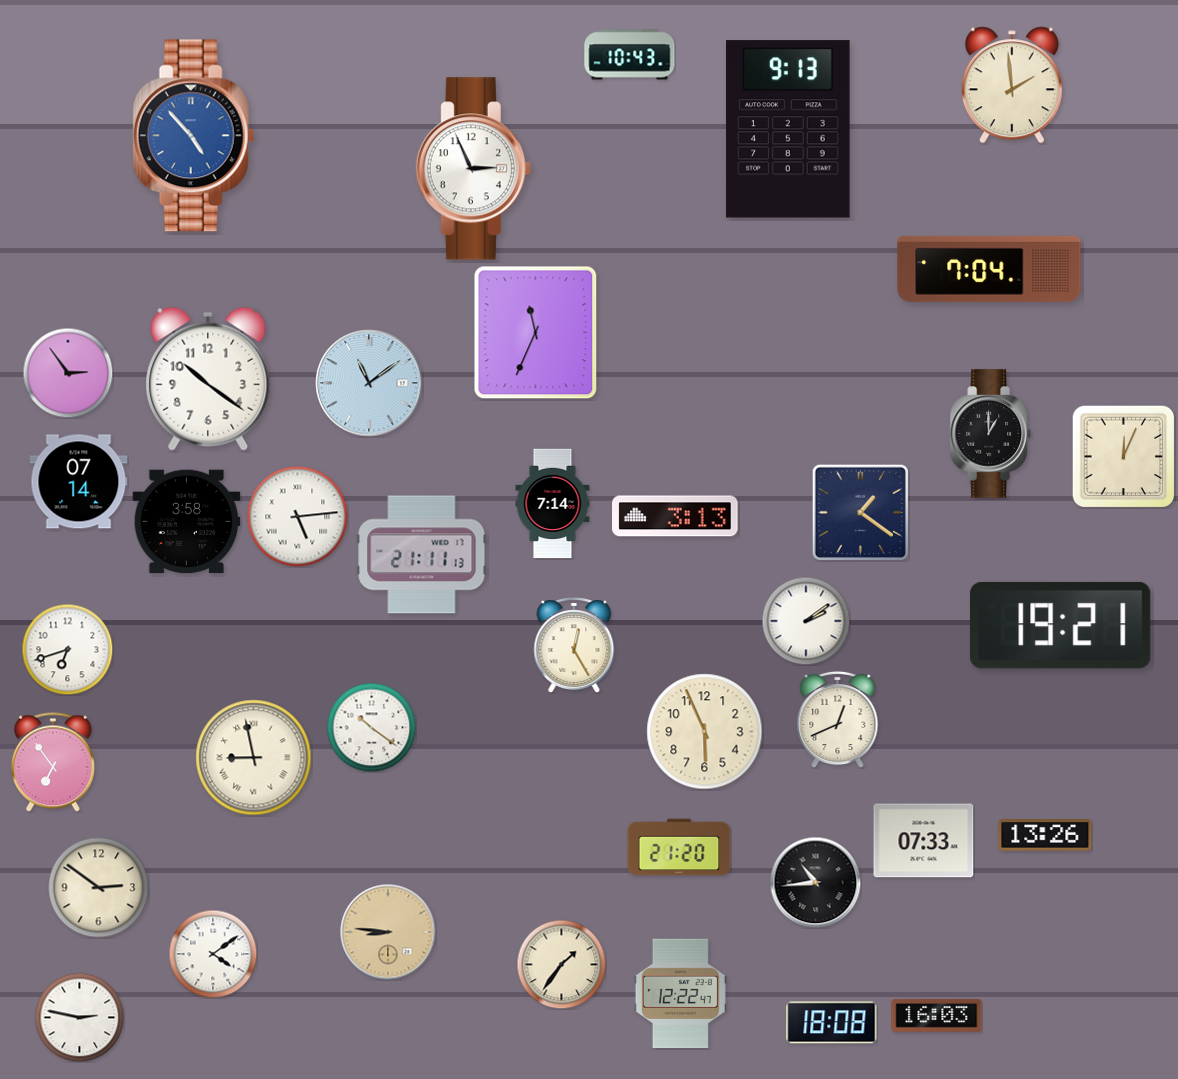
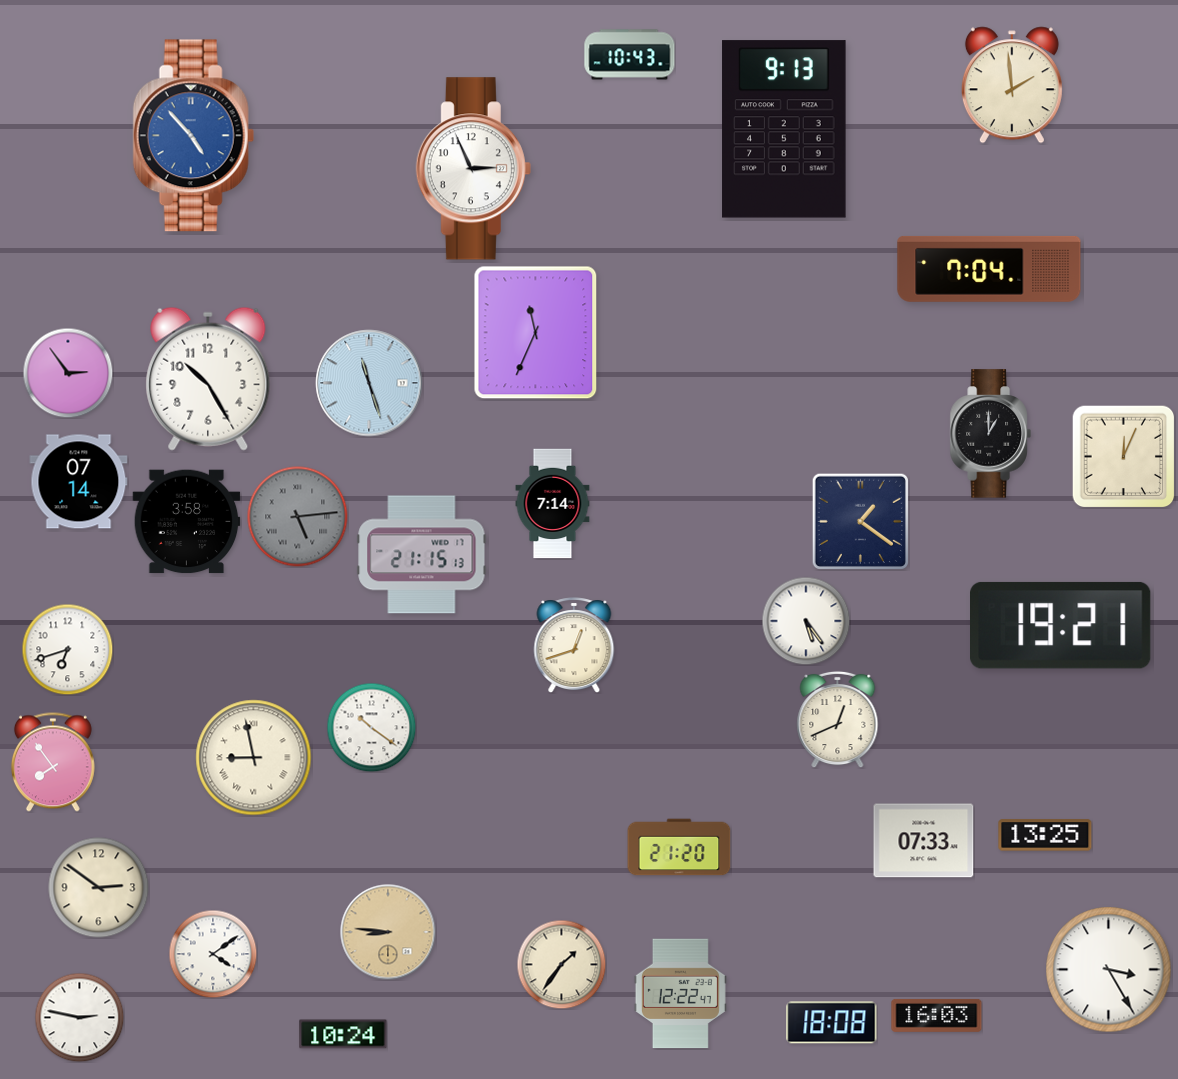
clock at (788, 129) position: (788, 129) -> (784, 129)
clock at (208, 379): 10:21 -> 10:25
clock at (369, 383): 11:09 -> 11:27
clock at (860, 512) position: (860, 512) -> (860, 521)
clock at (675, 516): 3:13 -> none
clock at (298, 517) dial: white -> grey
clock at (422, 555): 21:11 -> 21:15
clock at (806, 621): 2:09 -> 5:24
clock at (574, 645): 12:25 -> 12:42
clock at (705, 732): 5:56 -> none
clock at (53, 762): 6:54 -> 7:54
clock at (1045, 835): 13:26 -> 13:25
clock at (815, 882): 10:44 -> none
clock at (1109, 970): none -> 3:25
clock at (343, 1034): none -> 10:24
